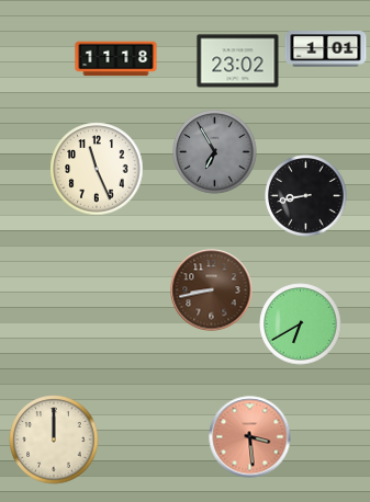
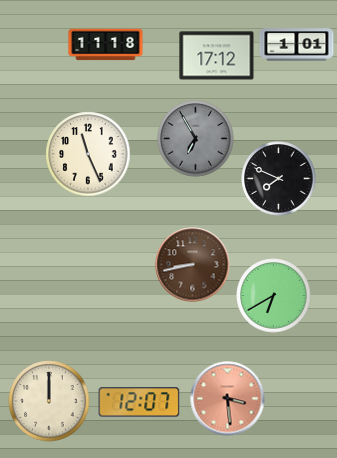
clock at (116, 59) position: (116, 59) -> (106, 45)
clock at (238, 61): 23:02 -> 17:12
clock at (306, 196): 8:43 -> 7:49
clock at (139, 402): none -> 12:07
